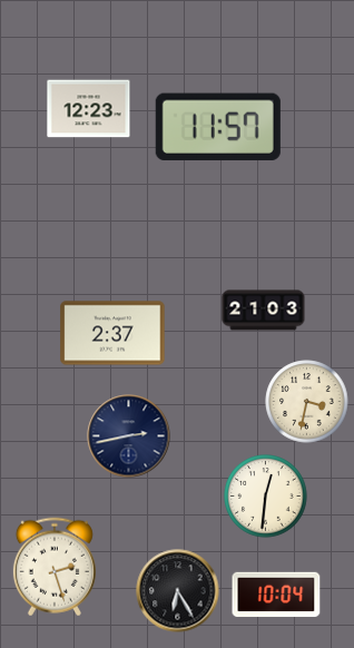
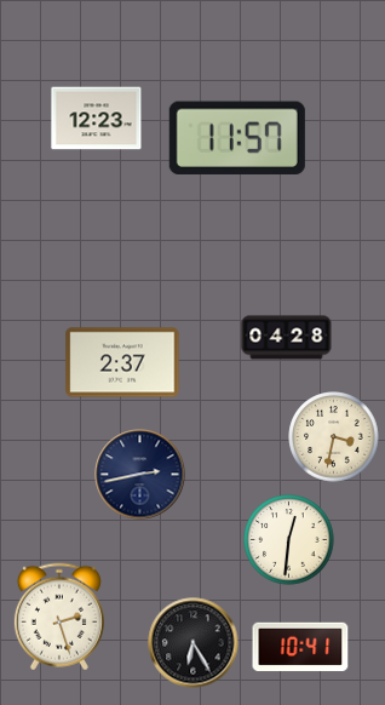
clock at (264, 311): 21:03 -> 04:28
clock at (276, 595): 10:04 -> 10:41
